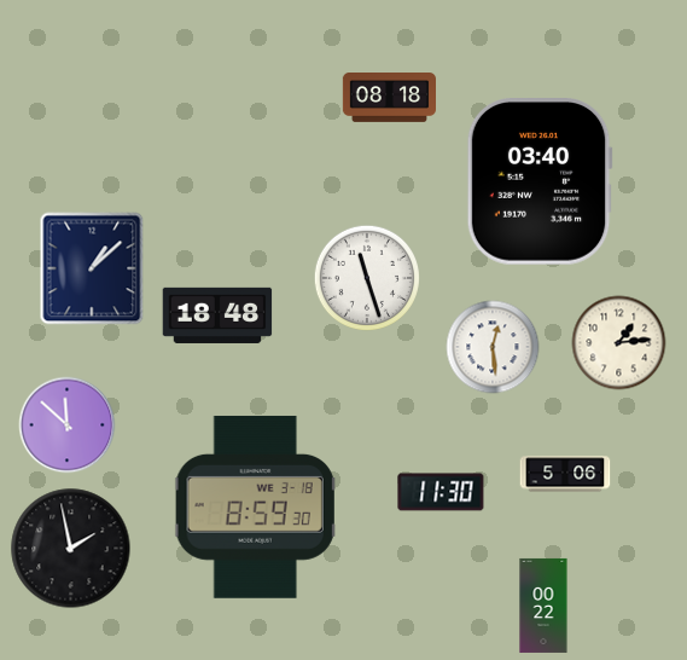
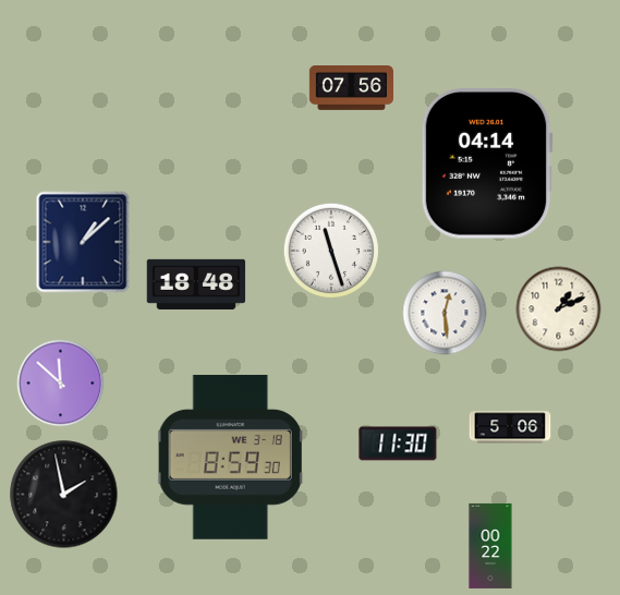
clock at (389, 98): 08:18 -> 07:56
clock at (540, 183): 03:40 -> 04:14
clock at (619, 343): 1:14 -> 1:11
